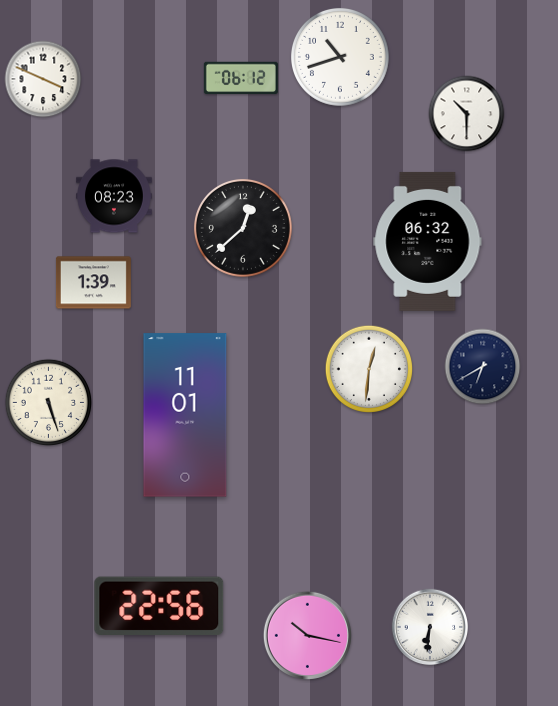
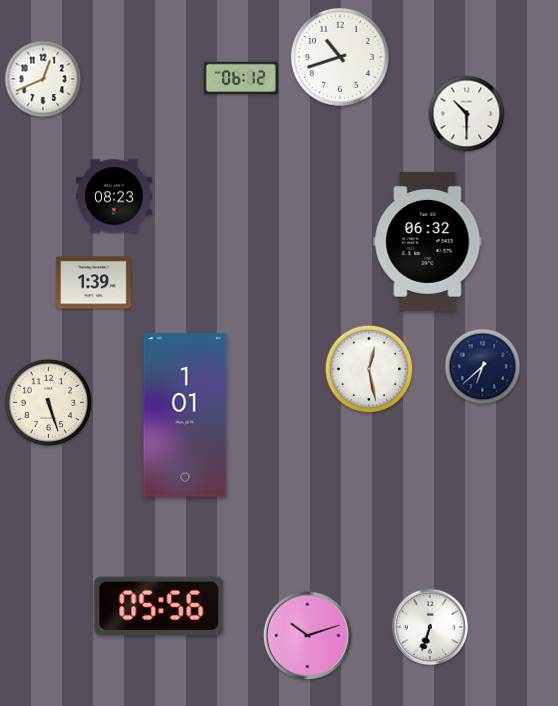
clock at (43, 79): 3:49 -> 12:41
clock at (243, 228): 12:38 -> none
clock at (483, 367): 6:40 -> 6:38
clock at (368, 368): 12:31 -> 12:28
clock at (185, 415): 11:01 -> 1:01
clock at (159, 605): 22:56 -> 05:56
clock at (430, 627): 6:31 -> 6:33
clock at (307, 635): 10:17 -> 10:12
